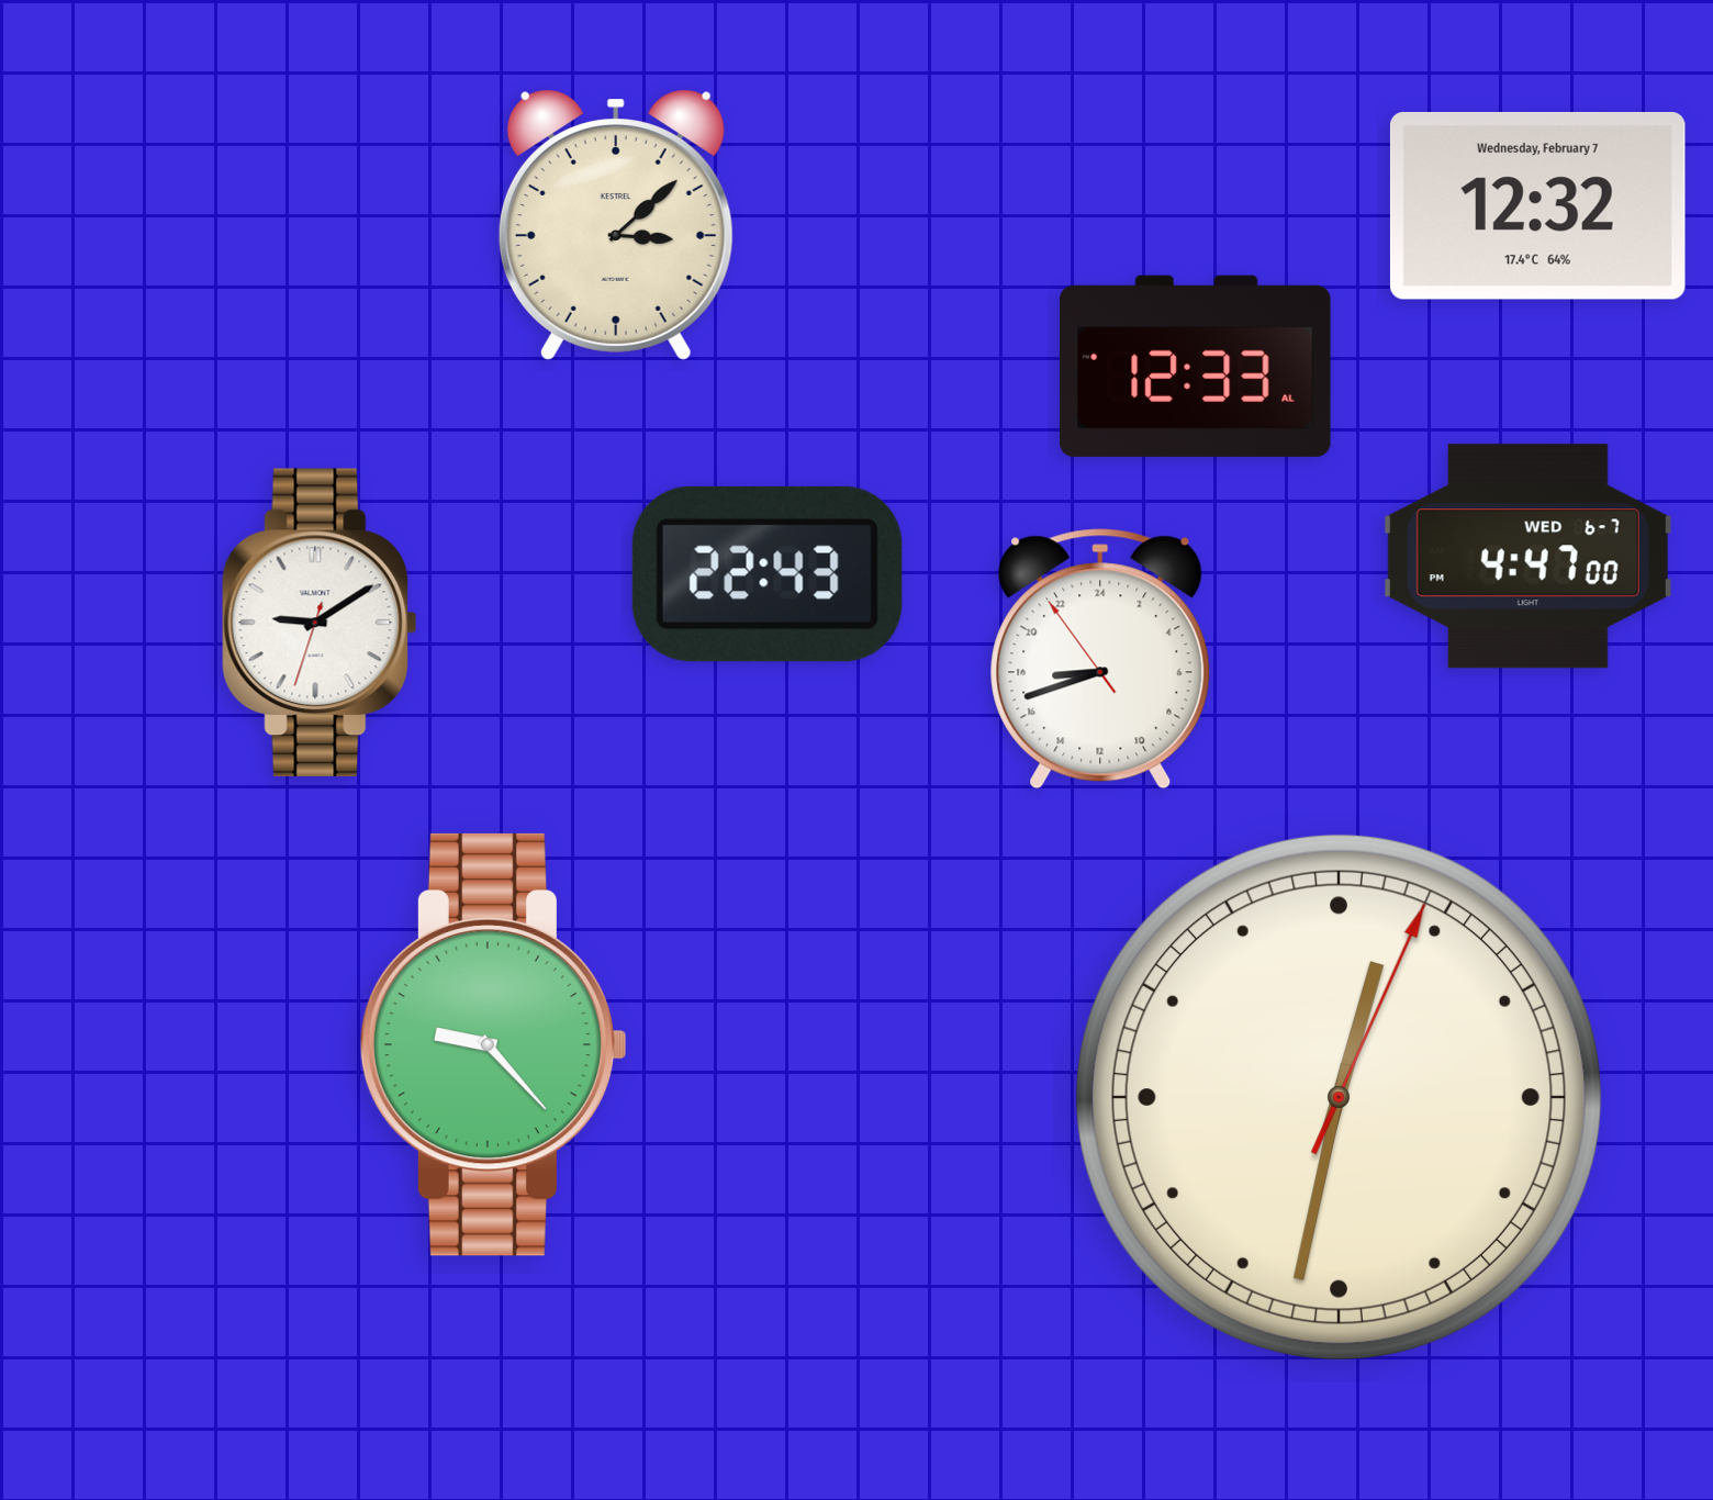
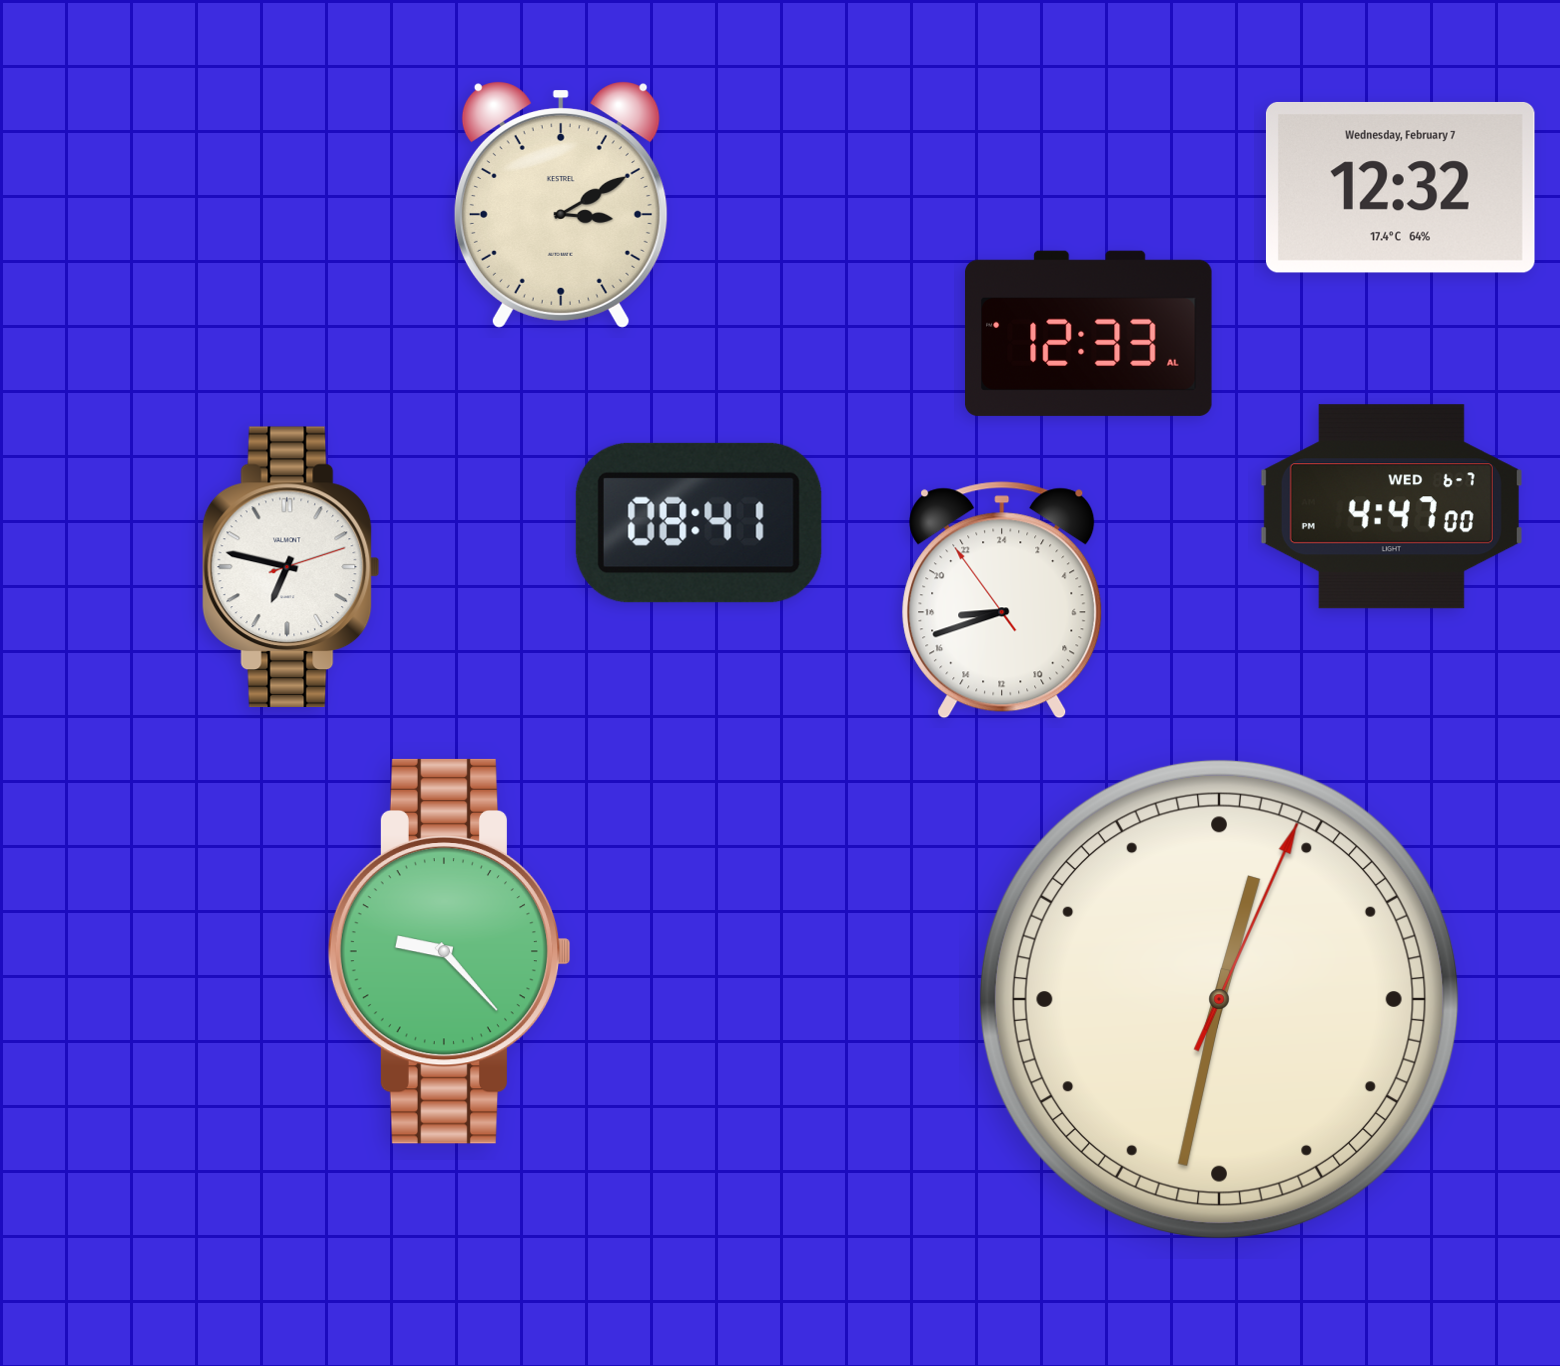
clock at (616, 225): 3:08 -> 3:10
clock at (768, 574): 22:43 -> 08:41
clock at (320, 623): 9:09 -> 6:47
